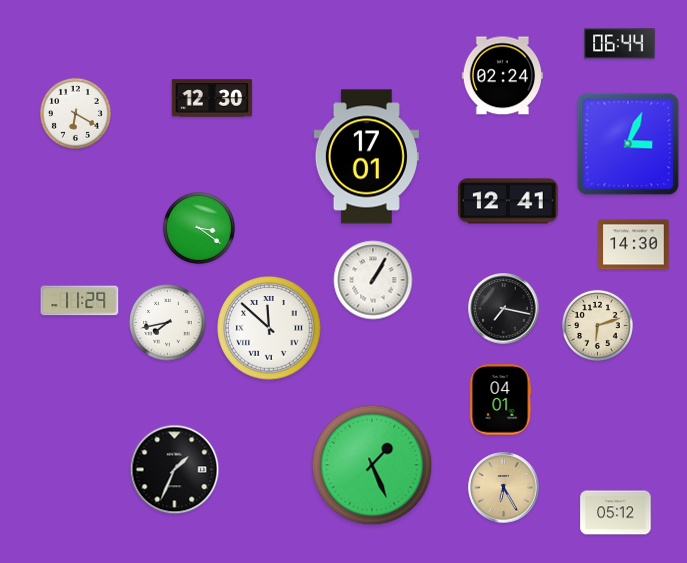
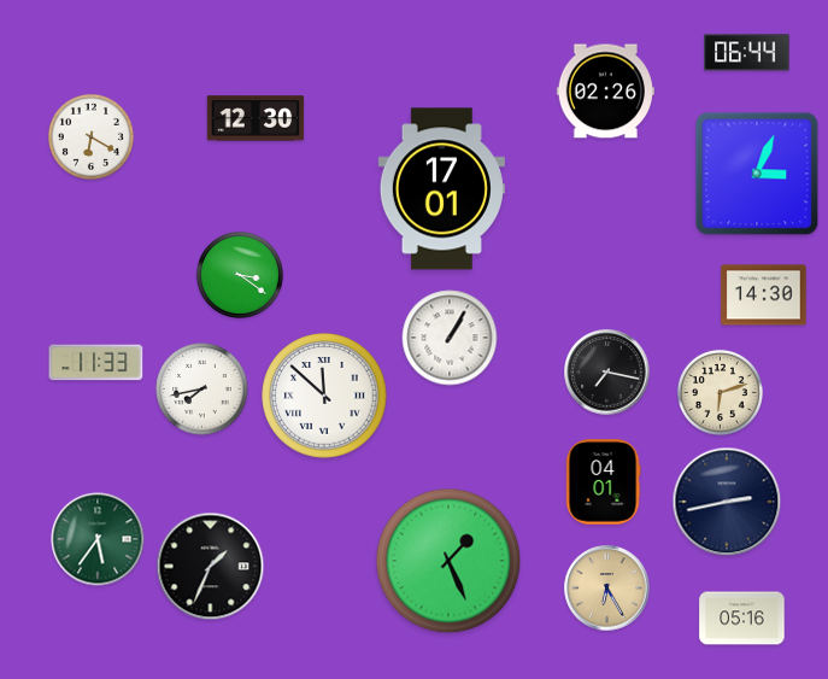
clock at (502, 76): 02:24 -> 02:26
clock at (508, 201): 12:41 -> none
clock at (80, 301): 11:29 -> 11:33
clock at (727, 502): none -> 2:43
clock at (98, 539): none -> 5:36
clock at (616, 513): 05:12 -> 05:16
